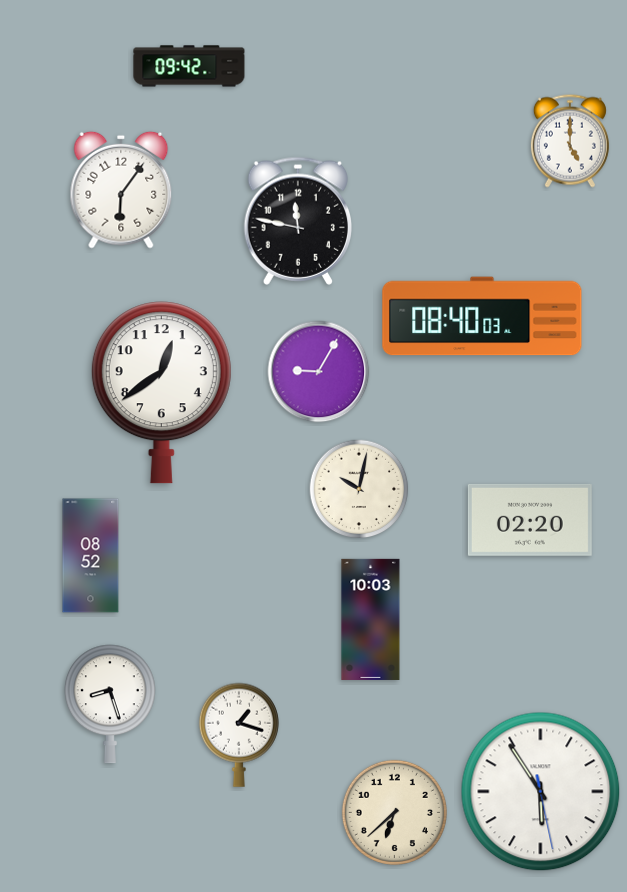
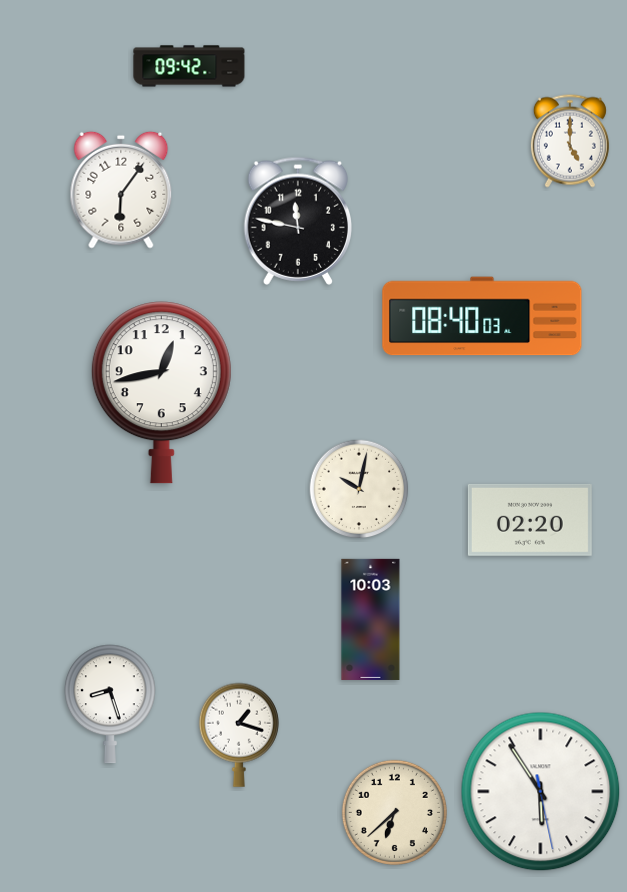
clock at (319, 372): 9:05 -> none
clock at (161, 393): 12:39 -> 12:43
clock at (91, 556): 08:52 -> none
